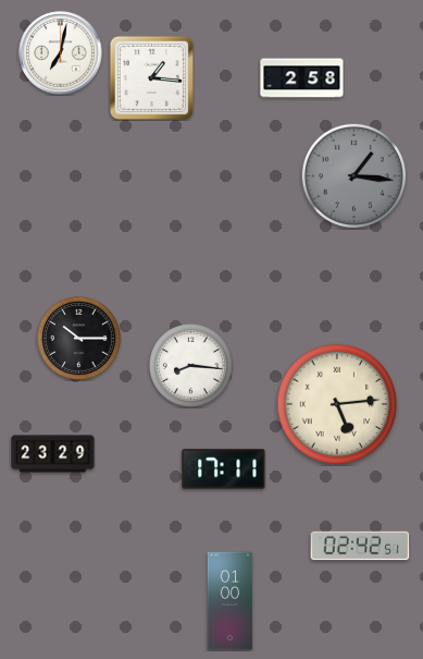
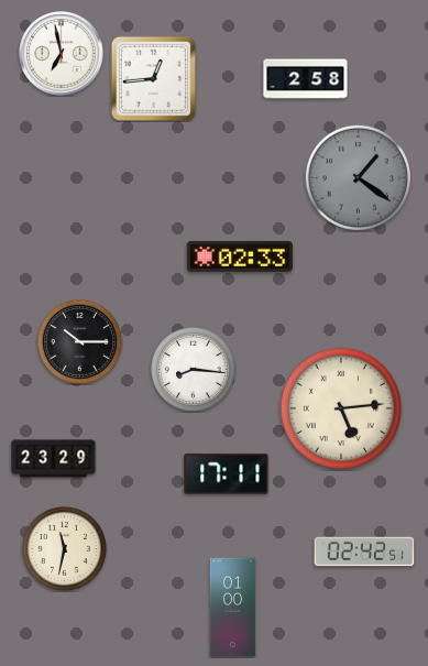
clock at (61, 53): 7:02 -> 6:58
clock at (151, 77): 1:16 -> 12:44
clock at (353, 175): 1:16 -> 1:21
clock at (240, 256): none -> 02:33
clock at (64, 548): none -> 11:32
